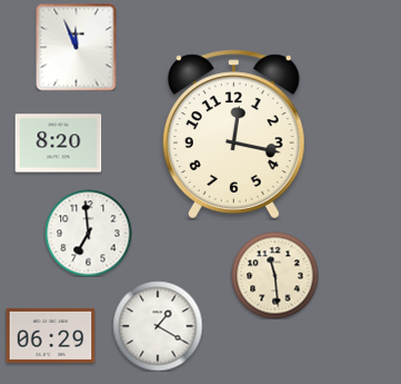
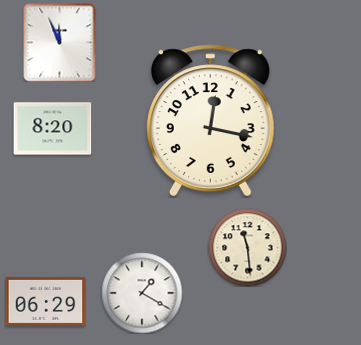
clock at (77, 47) position: (77, 47) -> (60, 42)
clock at (88, 233): 6:59 -> none
